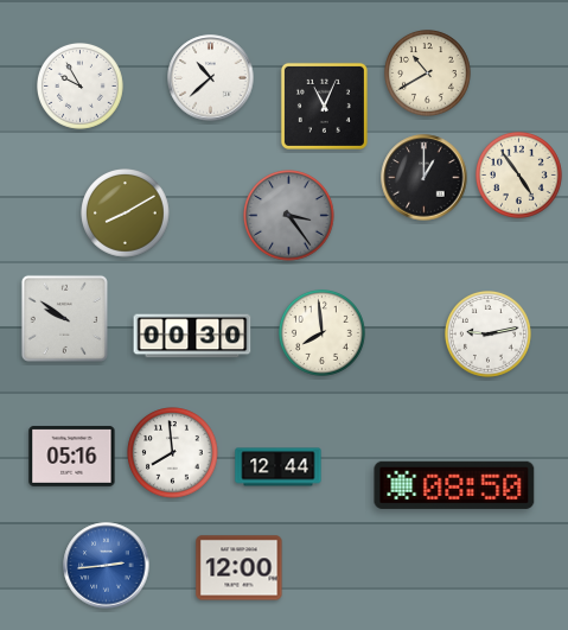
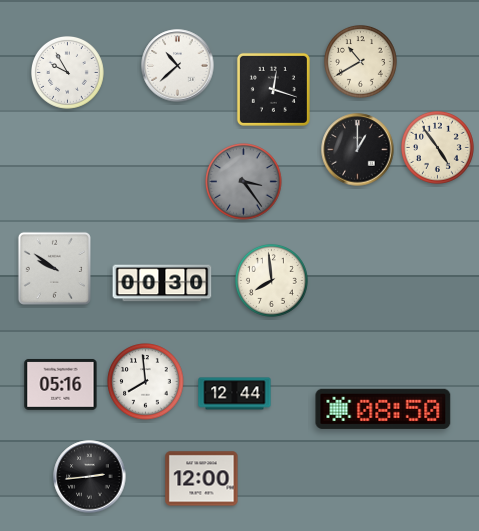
clock at (324, 106): 11:04 -> 12:18
clock at (126, 214): 8:10 -> none
clock at (489, 335): 9:13 -> none
clock at (107, 566) dial: blue -> black
